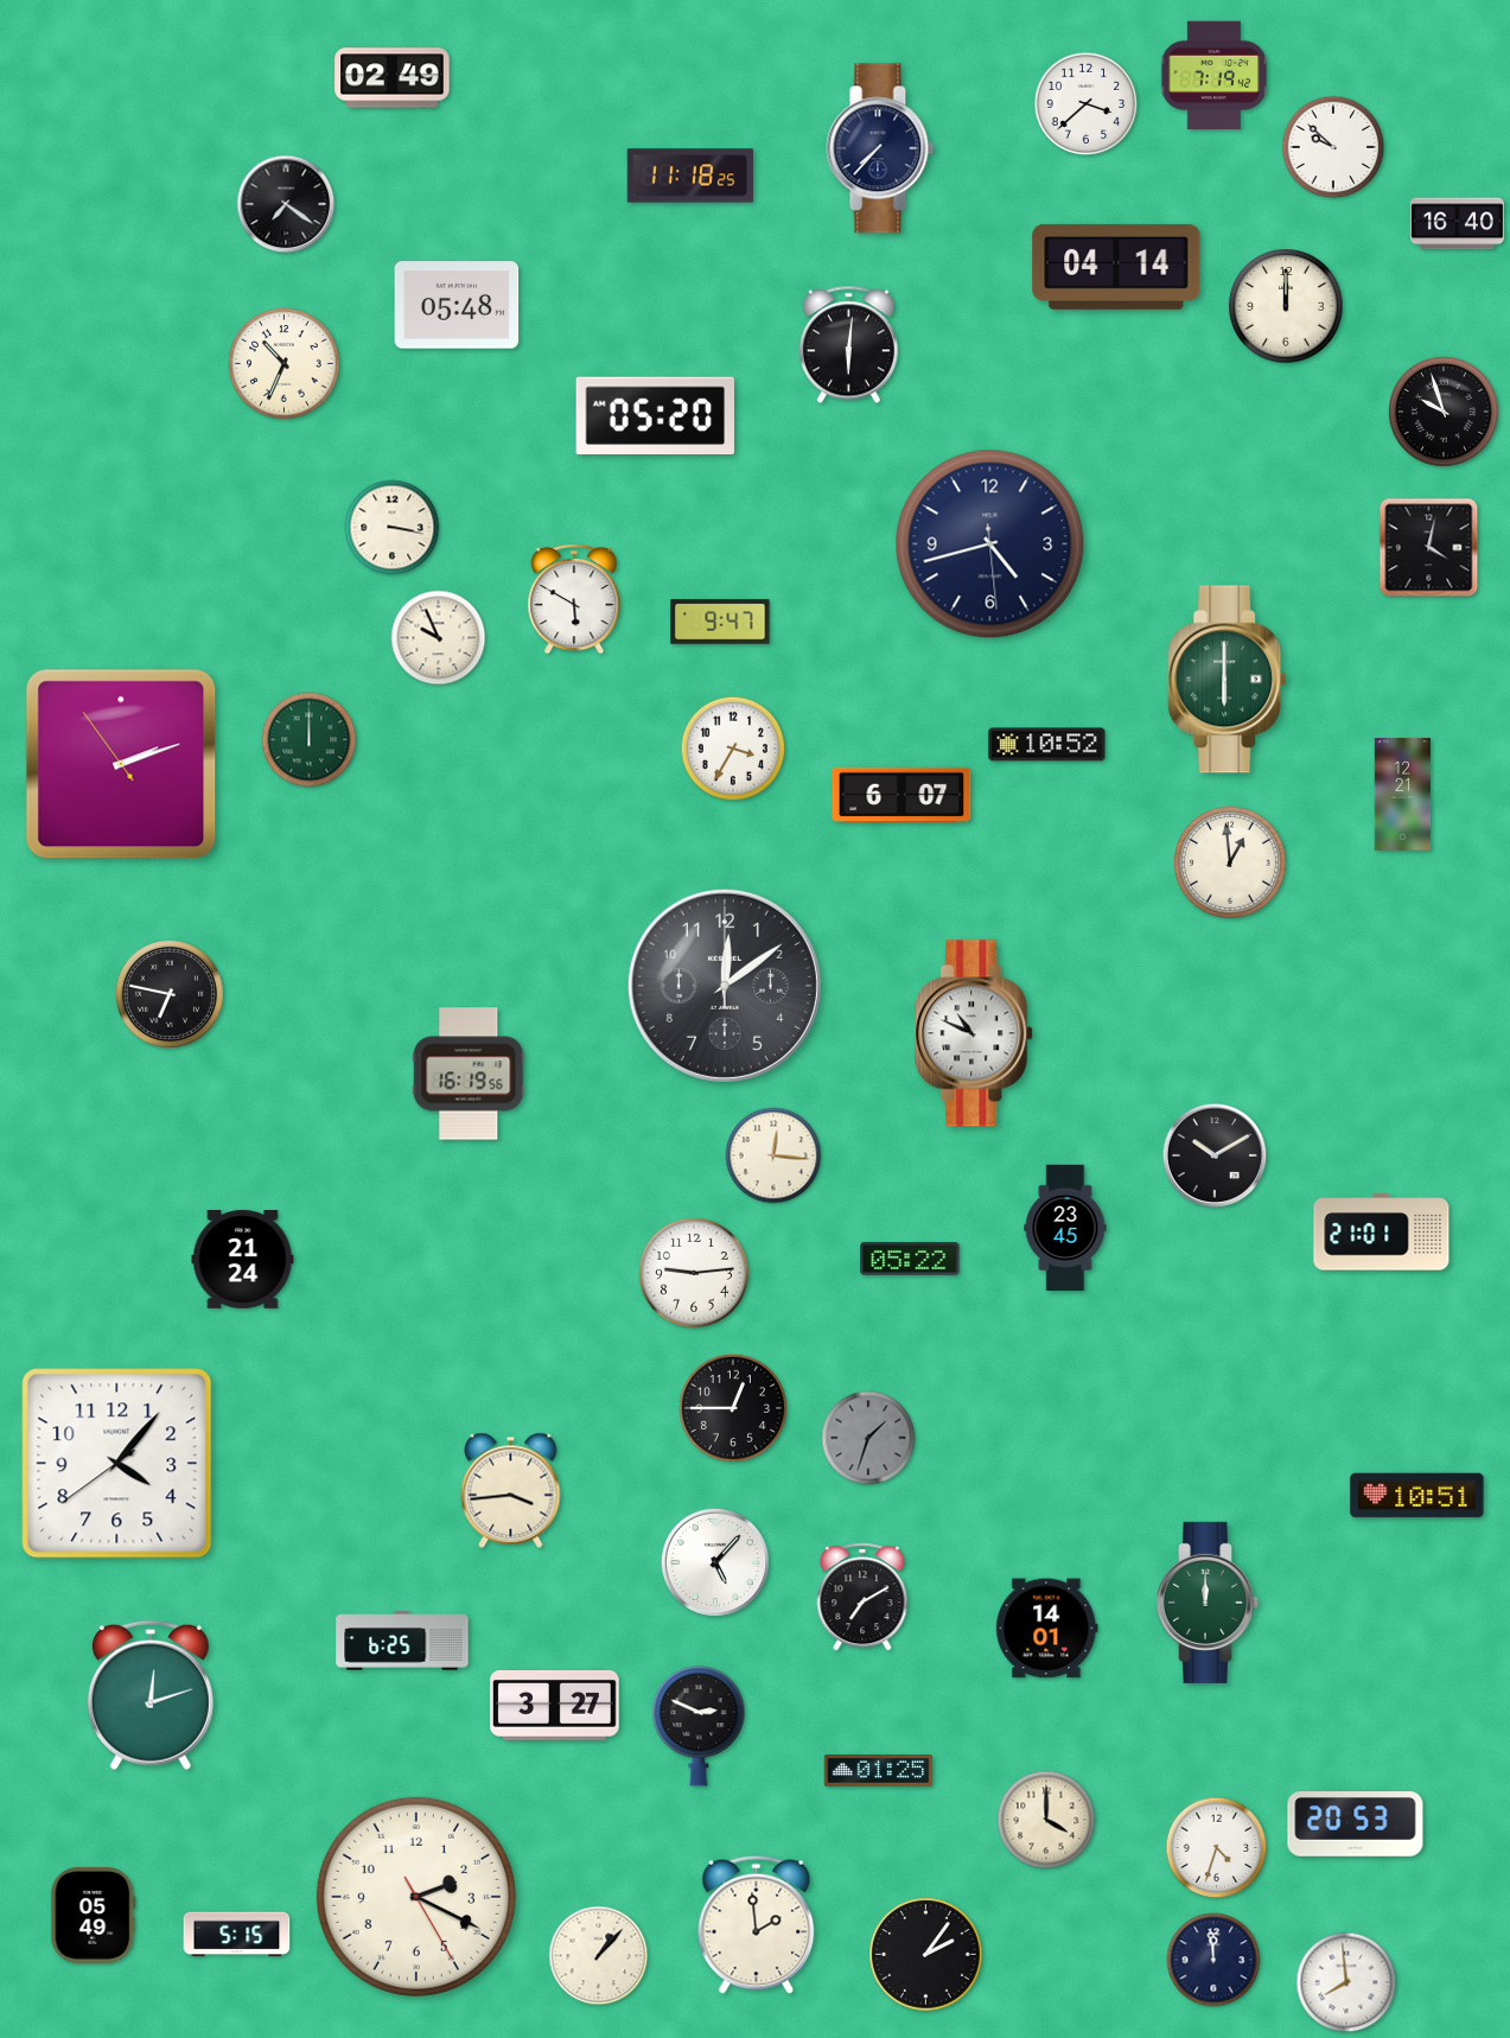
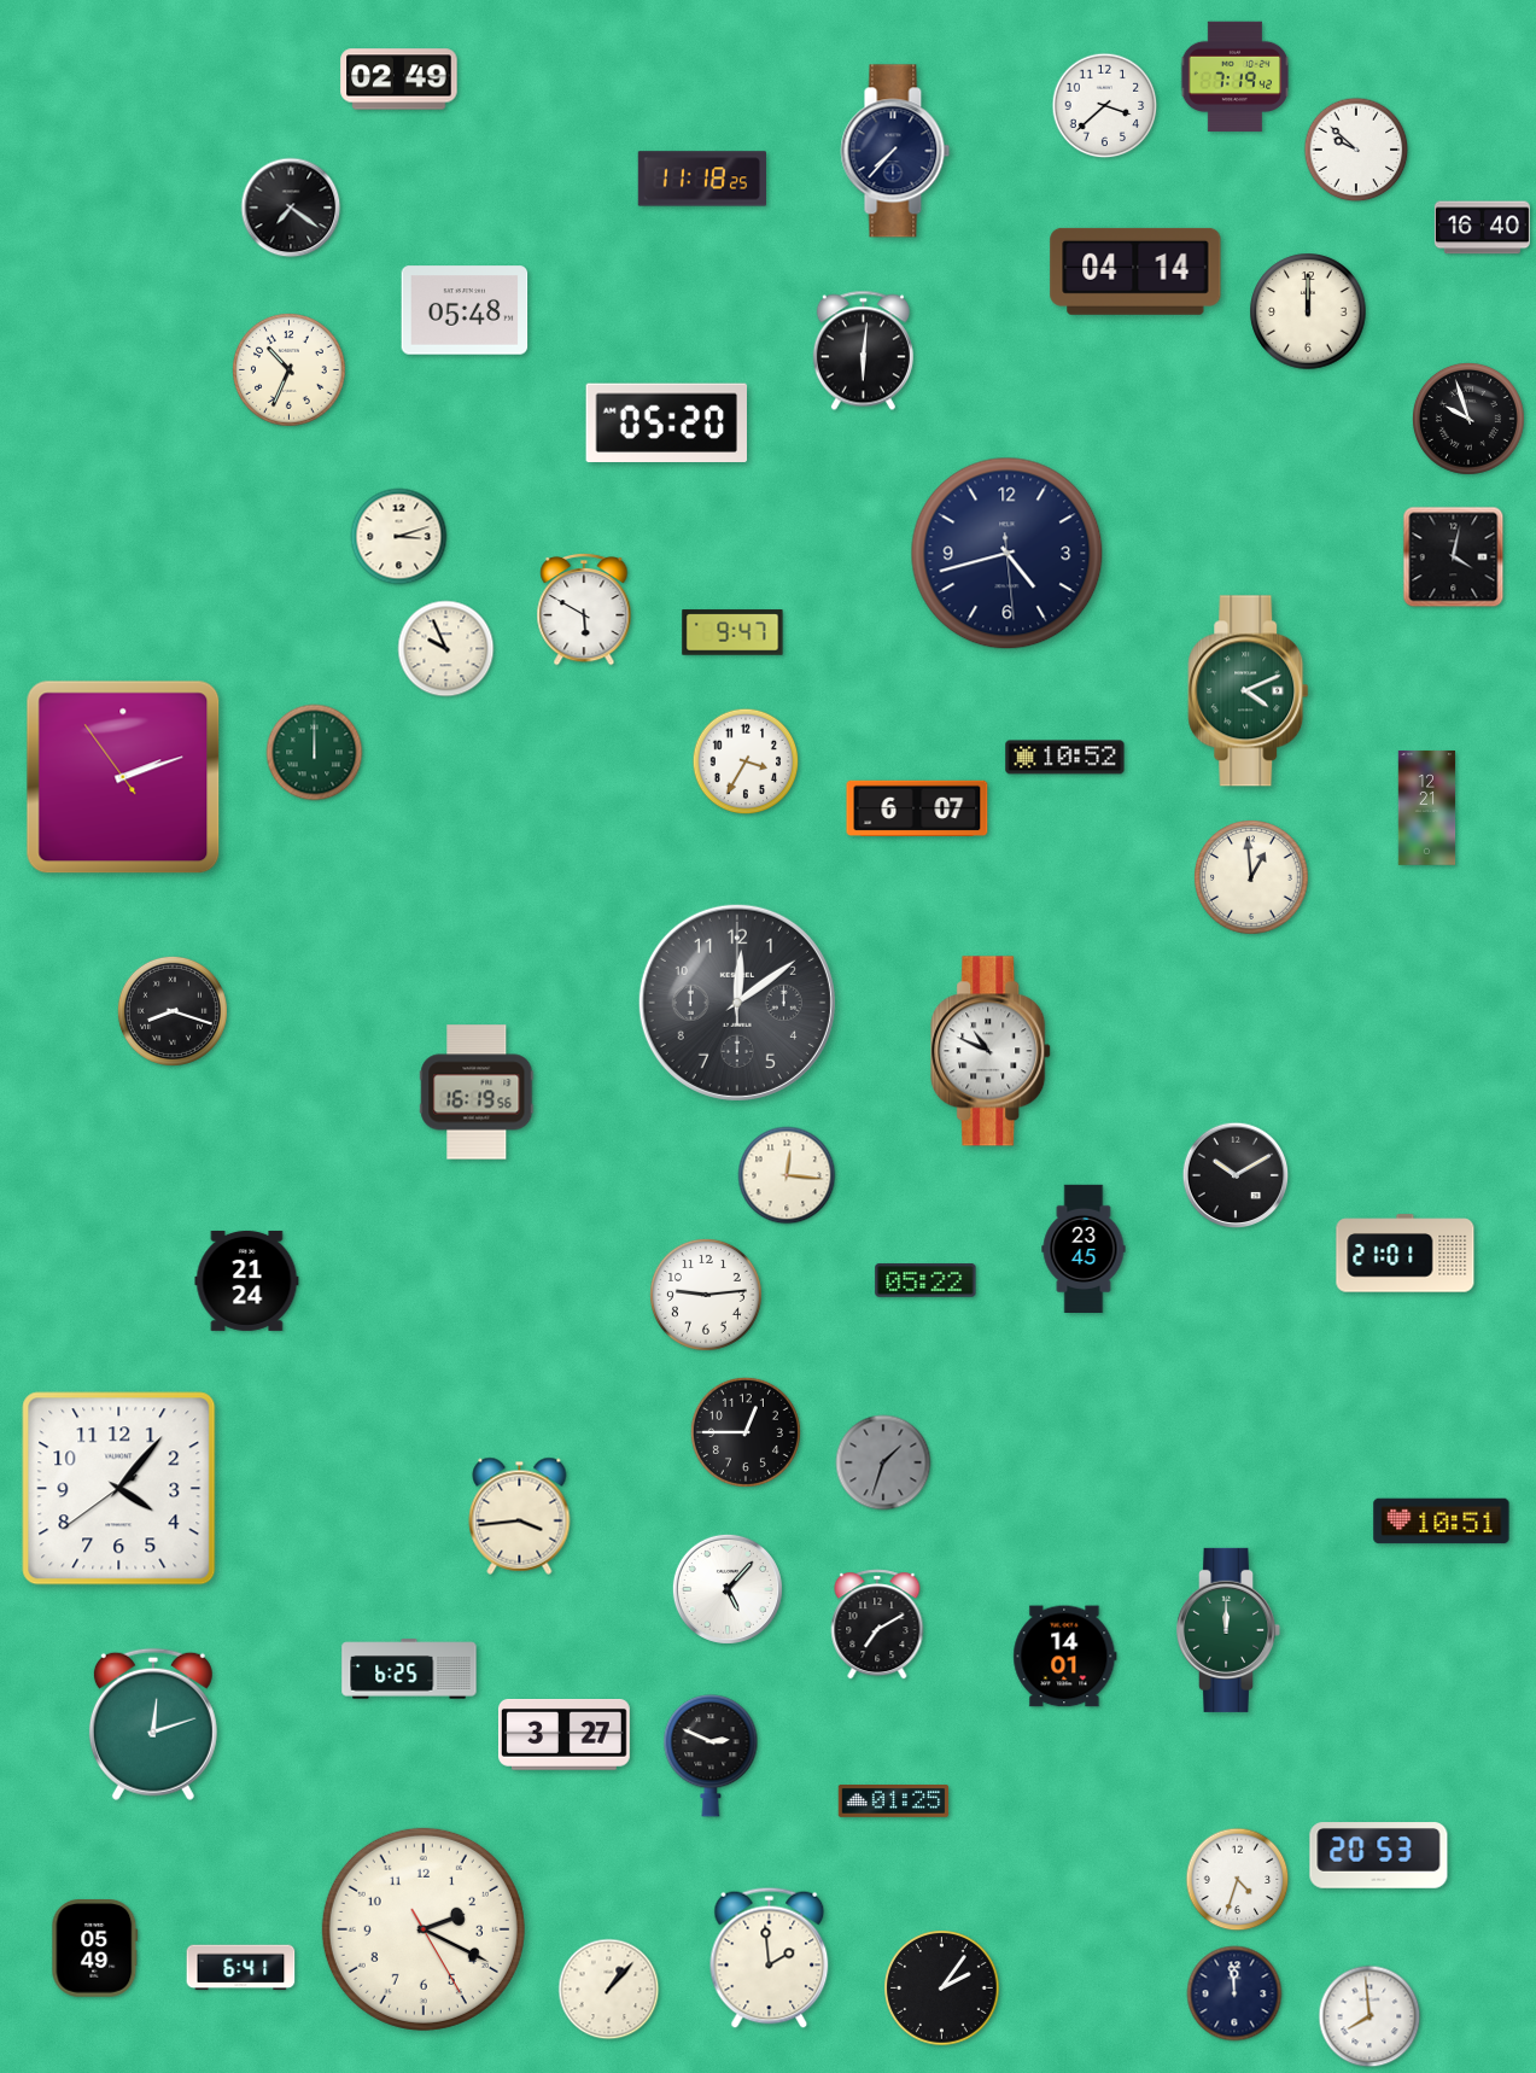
clock at (393, 528): 3:17 -> 3:12
clock at (1228, 680): 6:00 -> 4:11
clock at (170, 994): 6:47 -> 8:18
clock at (1046, 1820): 4:00 -> none
clock at (237, 1935): 5:15 -> 6:41
